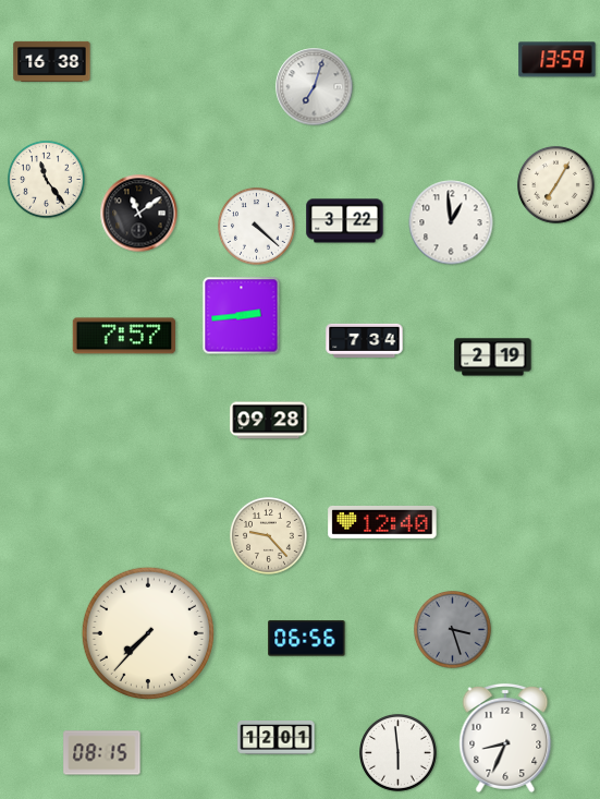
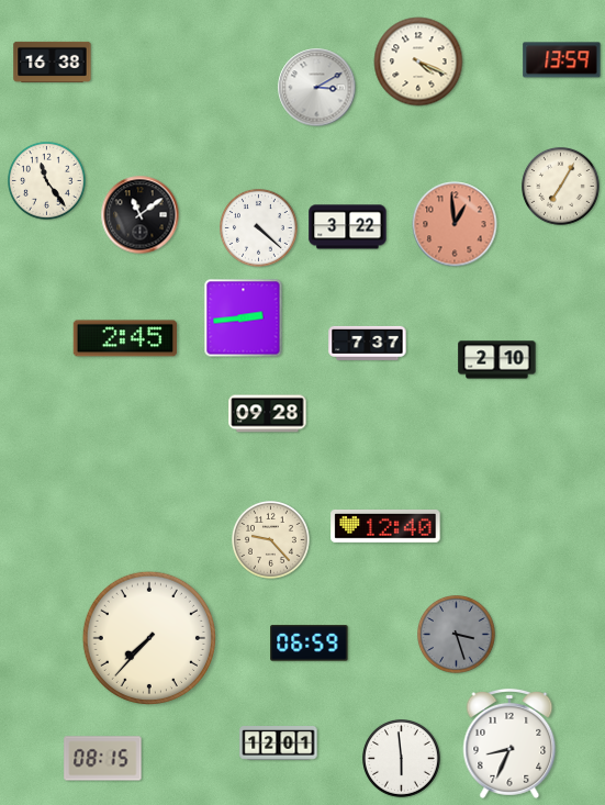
clock at (418, 62): none -> 4:19
clock at (315, 87): 7:03 -> 3:10
clock at (345, 221) position: (345, 221) -> (348, 227)
clock at (451, 222) dial: white -> salmon
clock at (124, 336): 7:57 -> 2:45
clock at (365, 340): 7:34 -> 7:37
clock at (493, 358): 2:19 -> 2:10
clock at (269, 421) position: (269, 421) -> (268, 414)
clock at (307, 639): 06:56 -> 06:59
